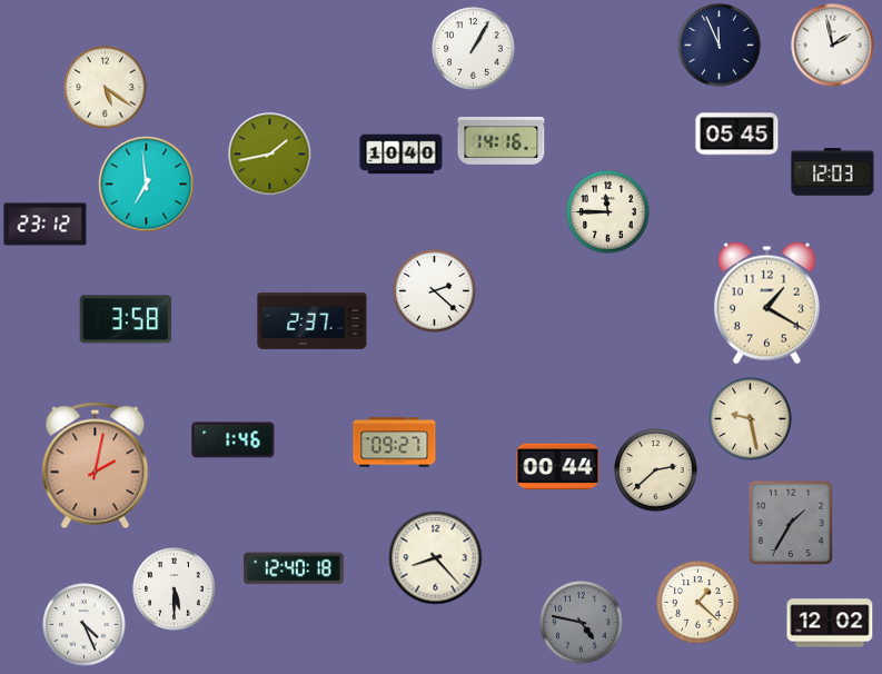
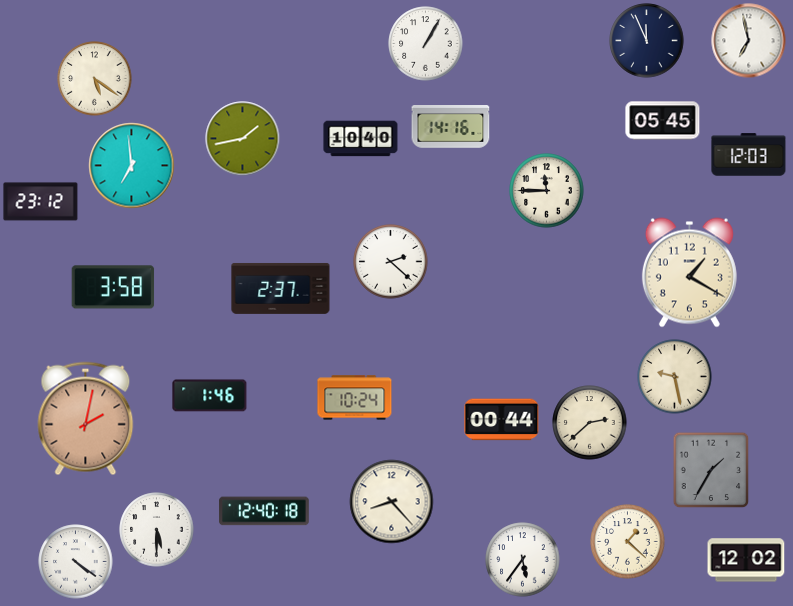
clock at (833, 46): 1:58 -> 6:58
clock at (395, 443): 09:27 -> 10:24
clock at (582, 623): 4:47 -> 5:36
clock at (582, 623) dial: grey -> white
clock at (85, 625): 4:26 -> 4:21
